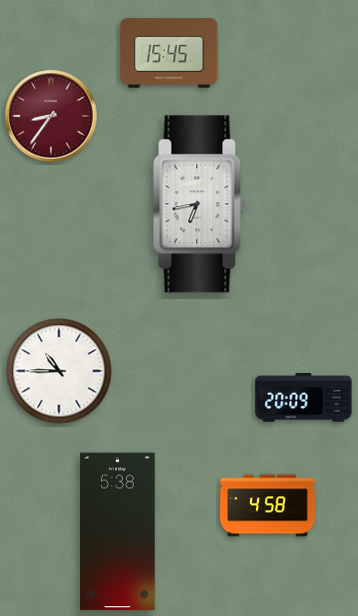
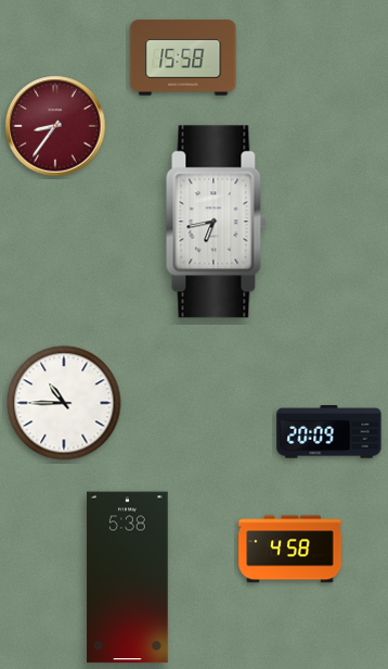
clock at (169, 53): 15:45 -> 15:58
